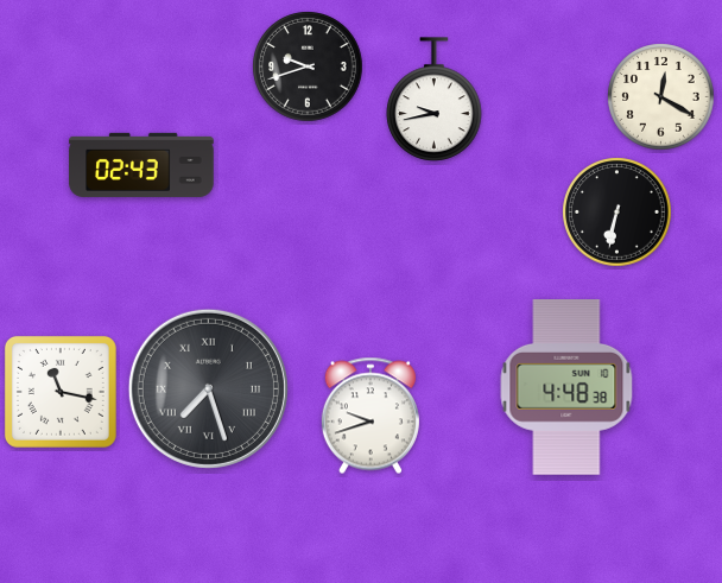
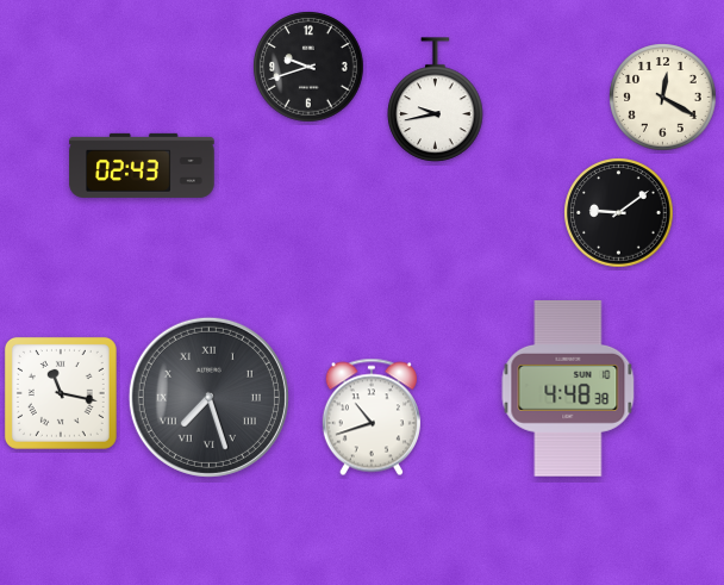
clock at (617, 213): 6:32 -> 9:09
clock at (208, 388) position: (208, 388) -> (208, 397)
clock at (370, 416): 9:42 -> 10:42
